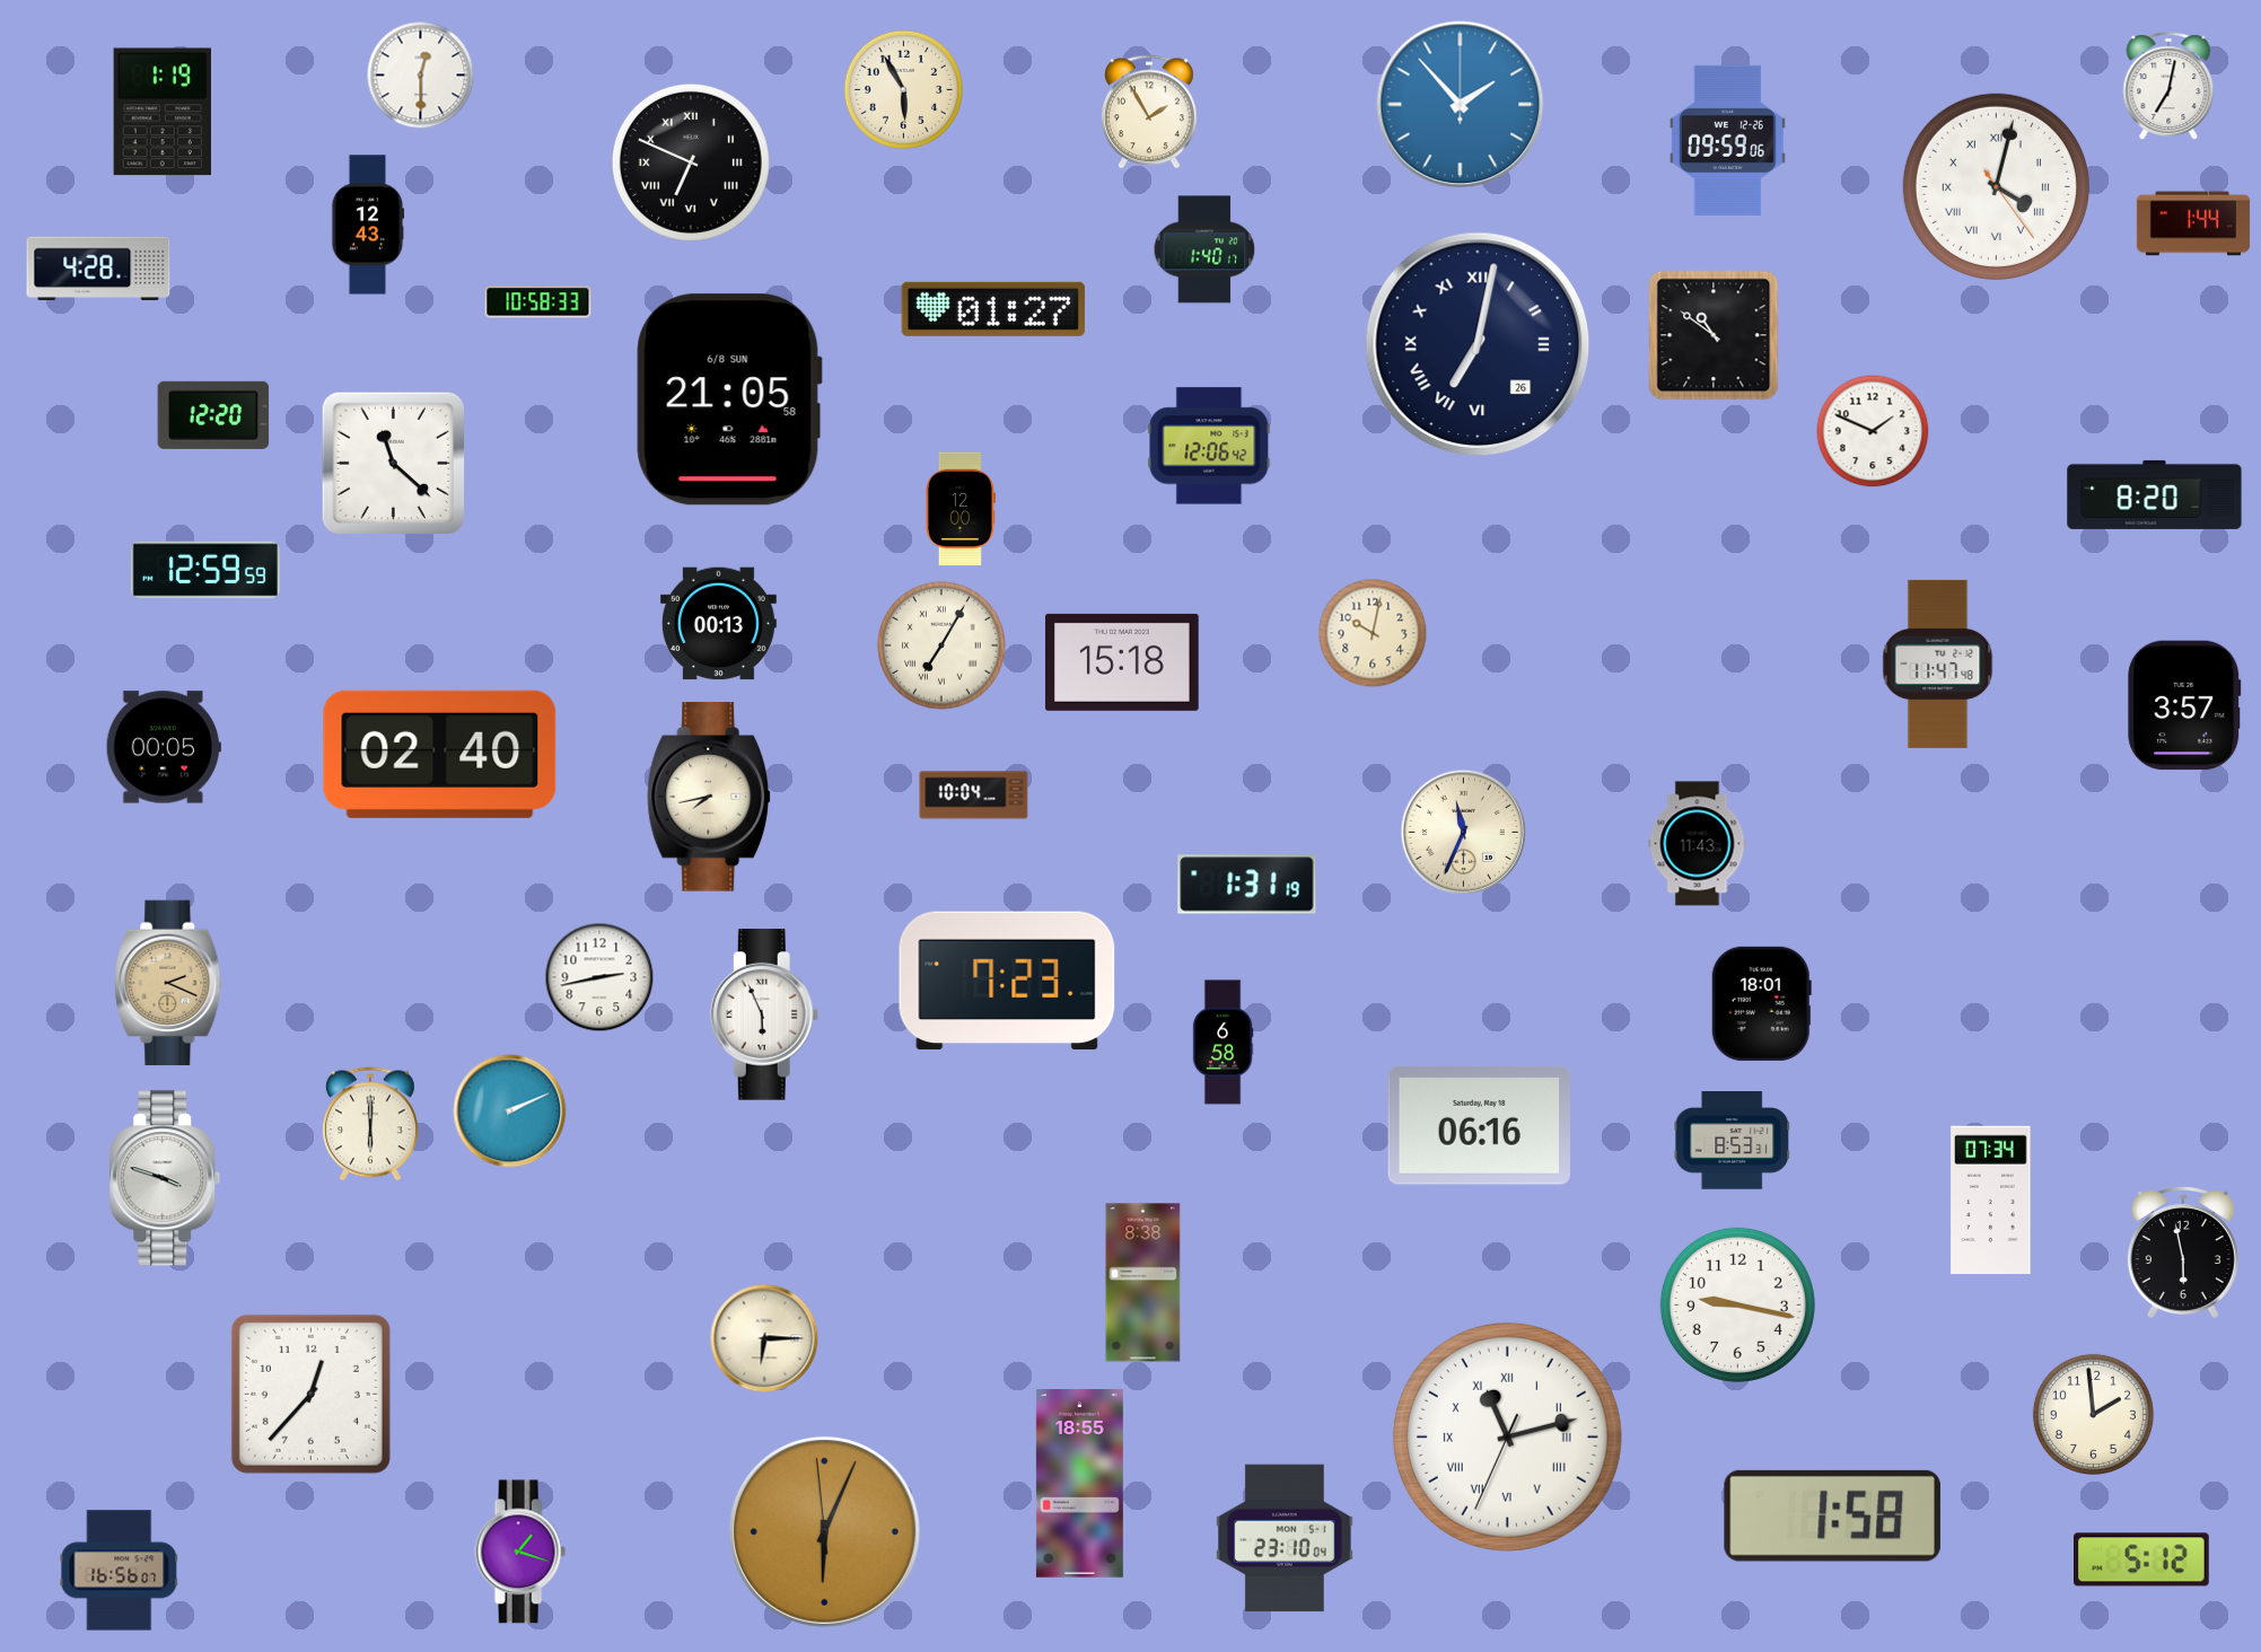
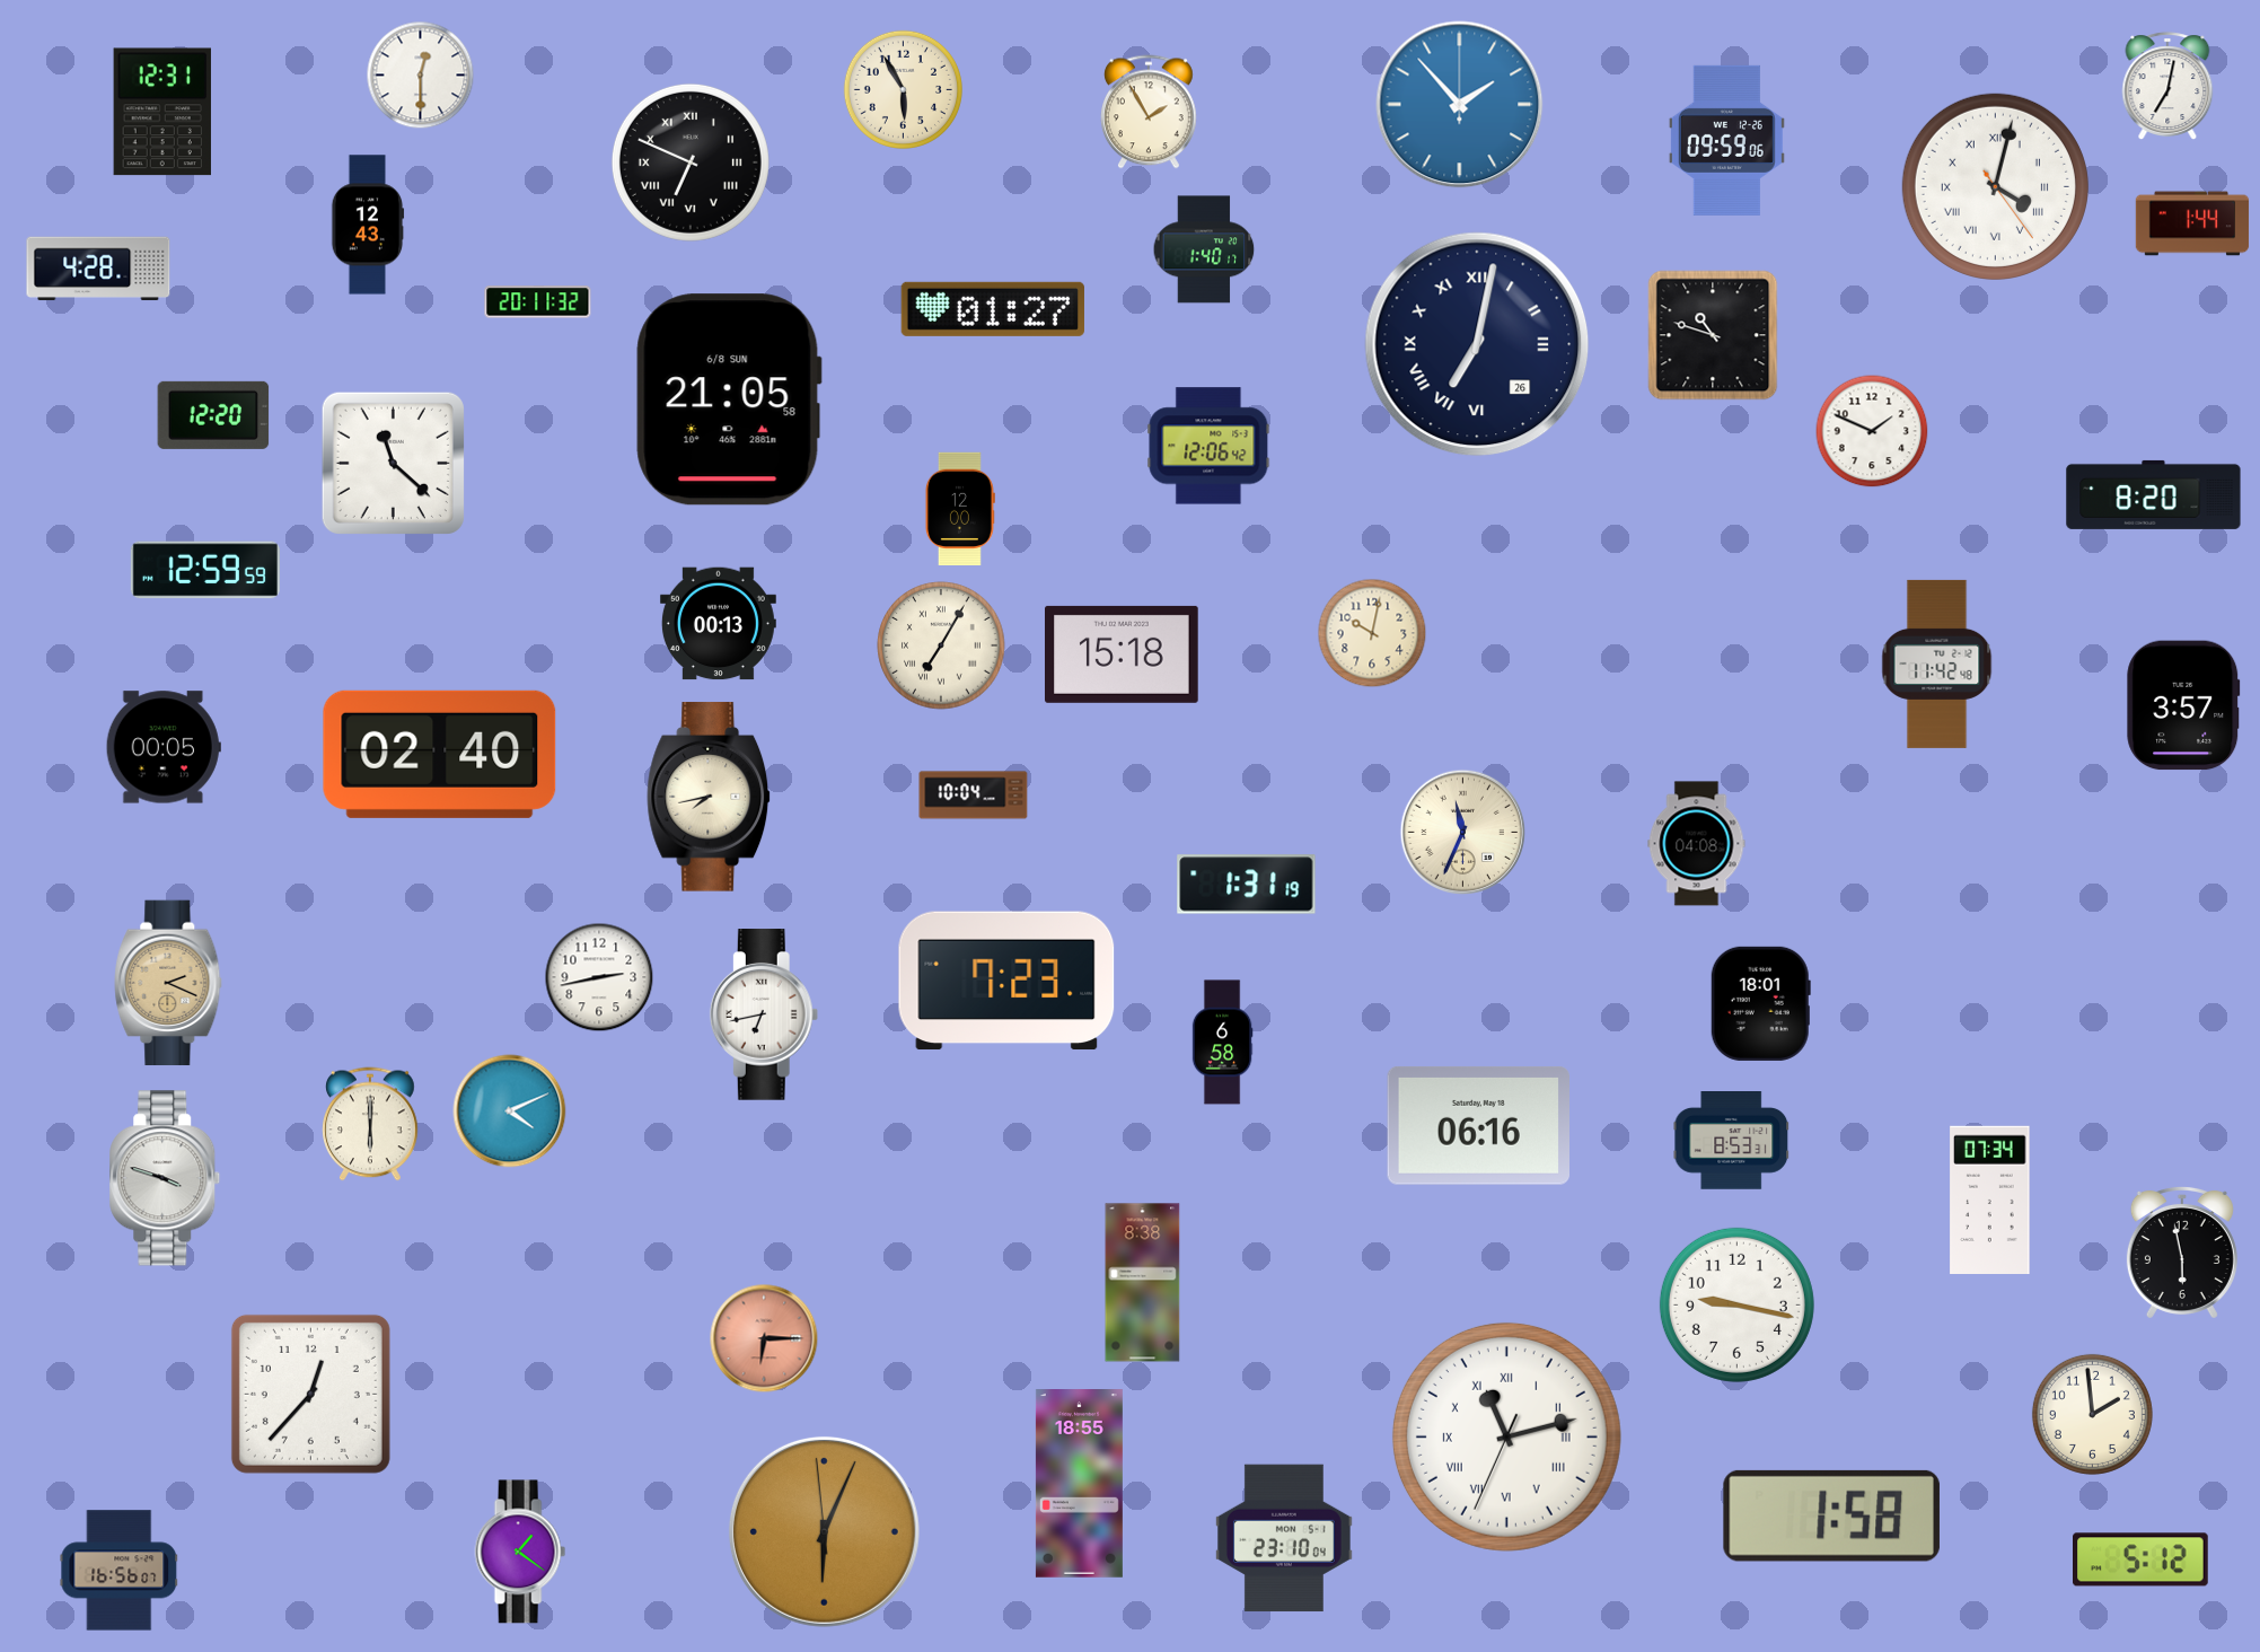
clock at (161, 112): 1:19 -> 12:31
clock at (538, 302): 10:58 -> 20:11
clock at (1714, 335): 10:51 -> 10:48
clock at (1123, 662) position: (1123, 662) -> (1123, 654)
clock at (1938, 664): 11:47 -> 11:42
clock at (1698, 844): 11:43 -> 04:08
clock at (764, 1014): 5:56 -> 6:43
clock at (510, 1111): 2:11 -> 4:11
clock at (764, 1338) dial: cream -> salmon
clock at (520, 1552): 1:18 -> 1:21
